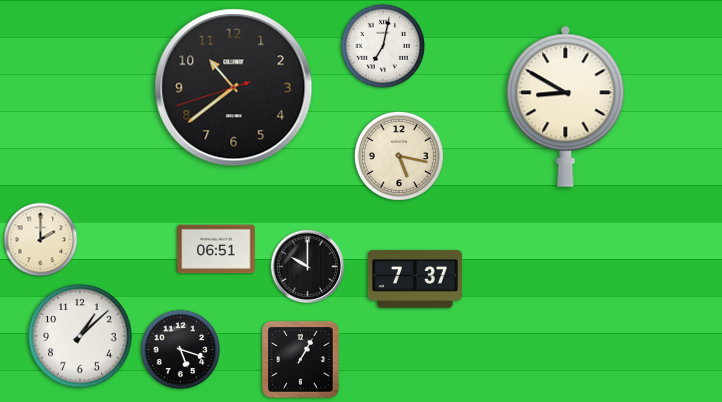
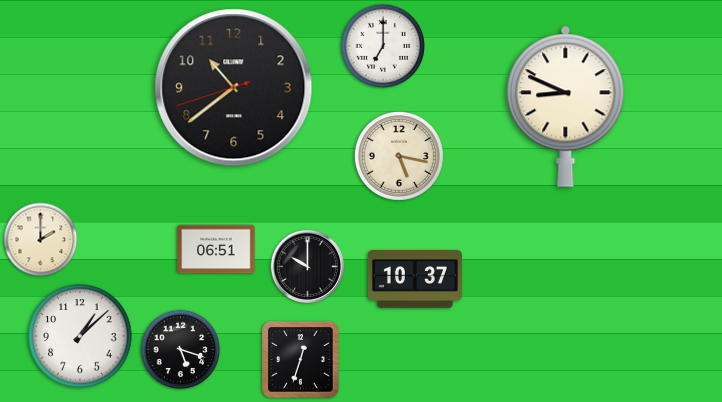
clock at (382, 45): 7:02 -> 7:00
clock at (566, 106): 8:50 -> 8:49
clock at (415, 279): 7:37 -> 10:37
clock at (301, 360): 1:05 -> 12:33
